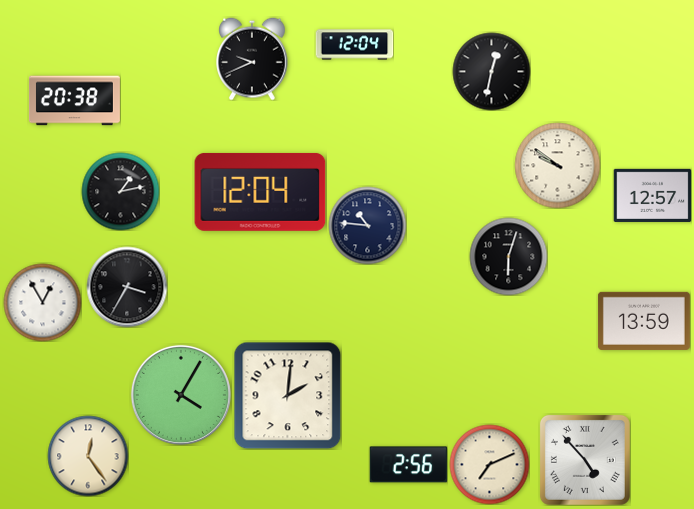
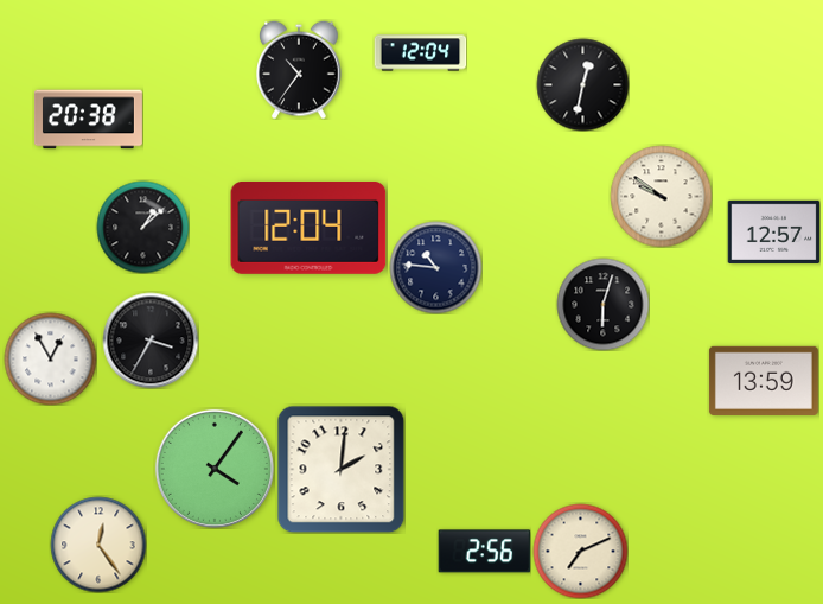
clock at (253, 59): 9:41 -> 10:36
clock at (120, 191): 1:13 -> 1:08
clock at (181, 395): 4:05 -> 4:06
clock at (88, 456) position: (88, 456) -> (98, 545)
clock at (585, 460): 4:53 -> none
